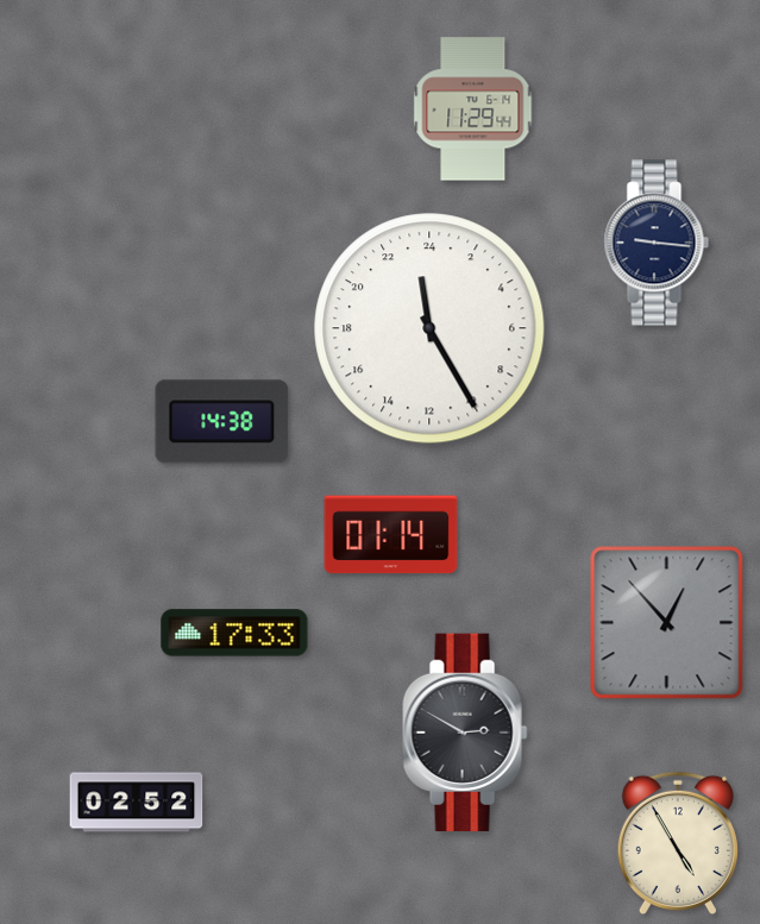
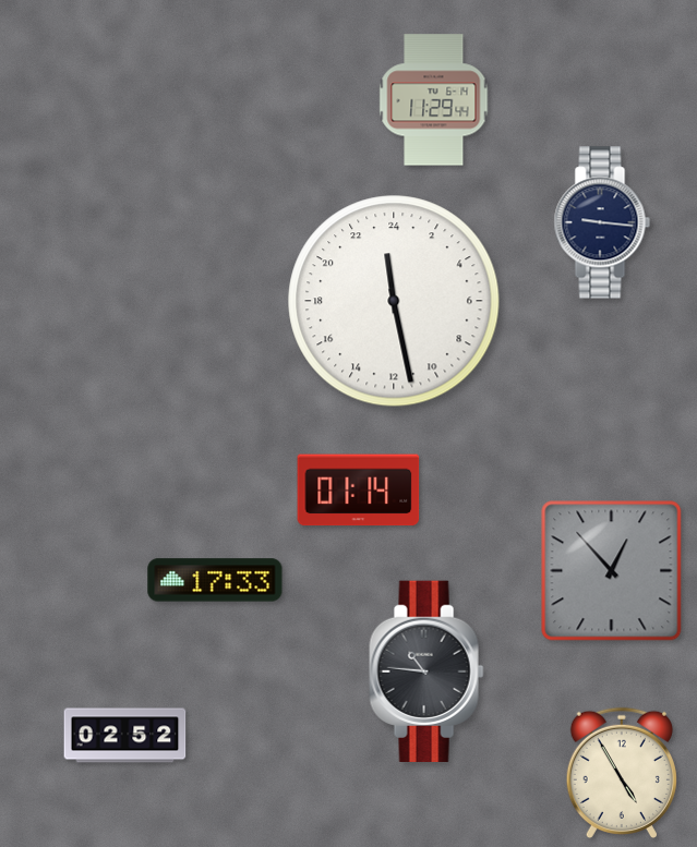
clock at (429, 328): 23:25 -> 23:28
clock at (222, 422): 14:38 -> none
clock at (465, 733): 2:50 -> 10:46
